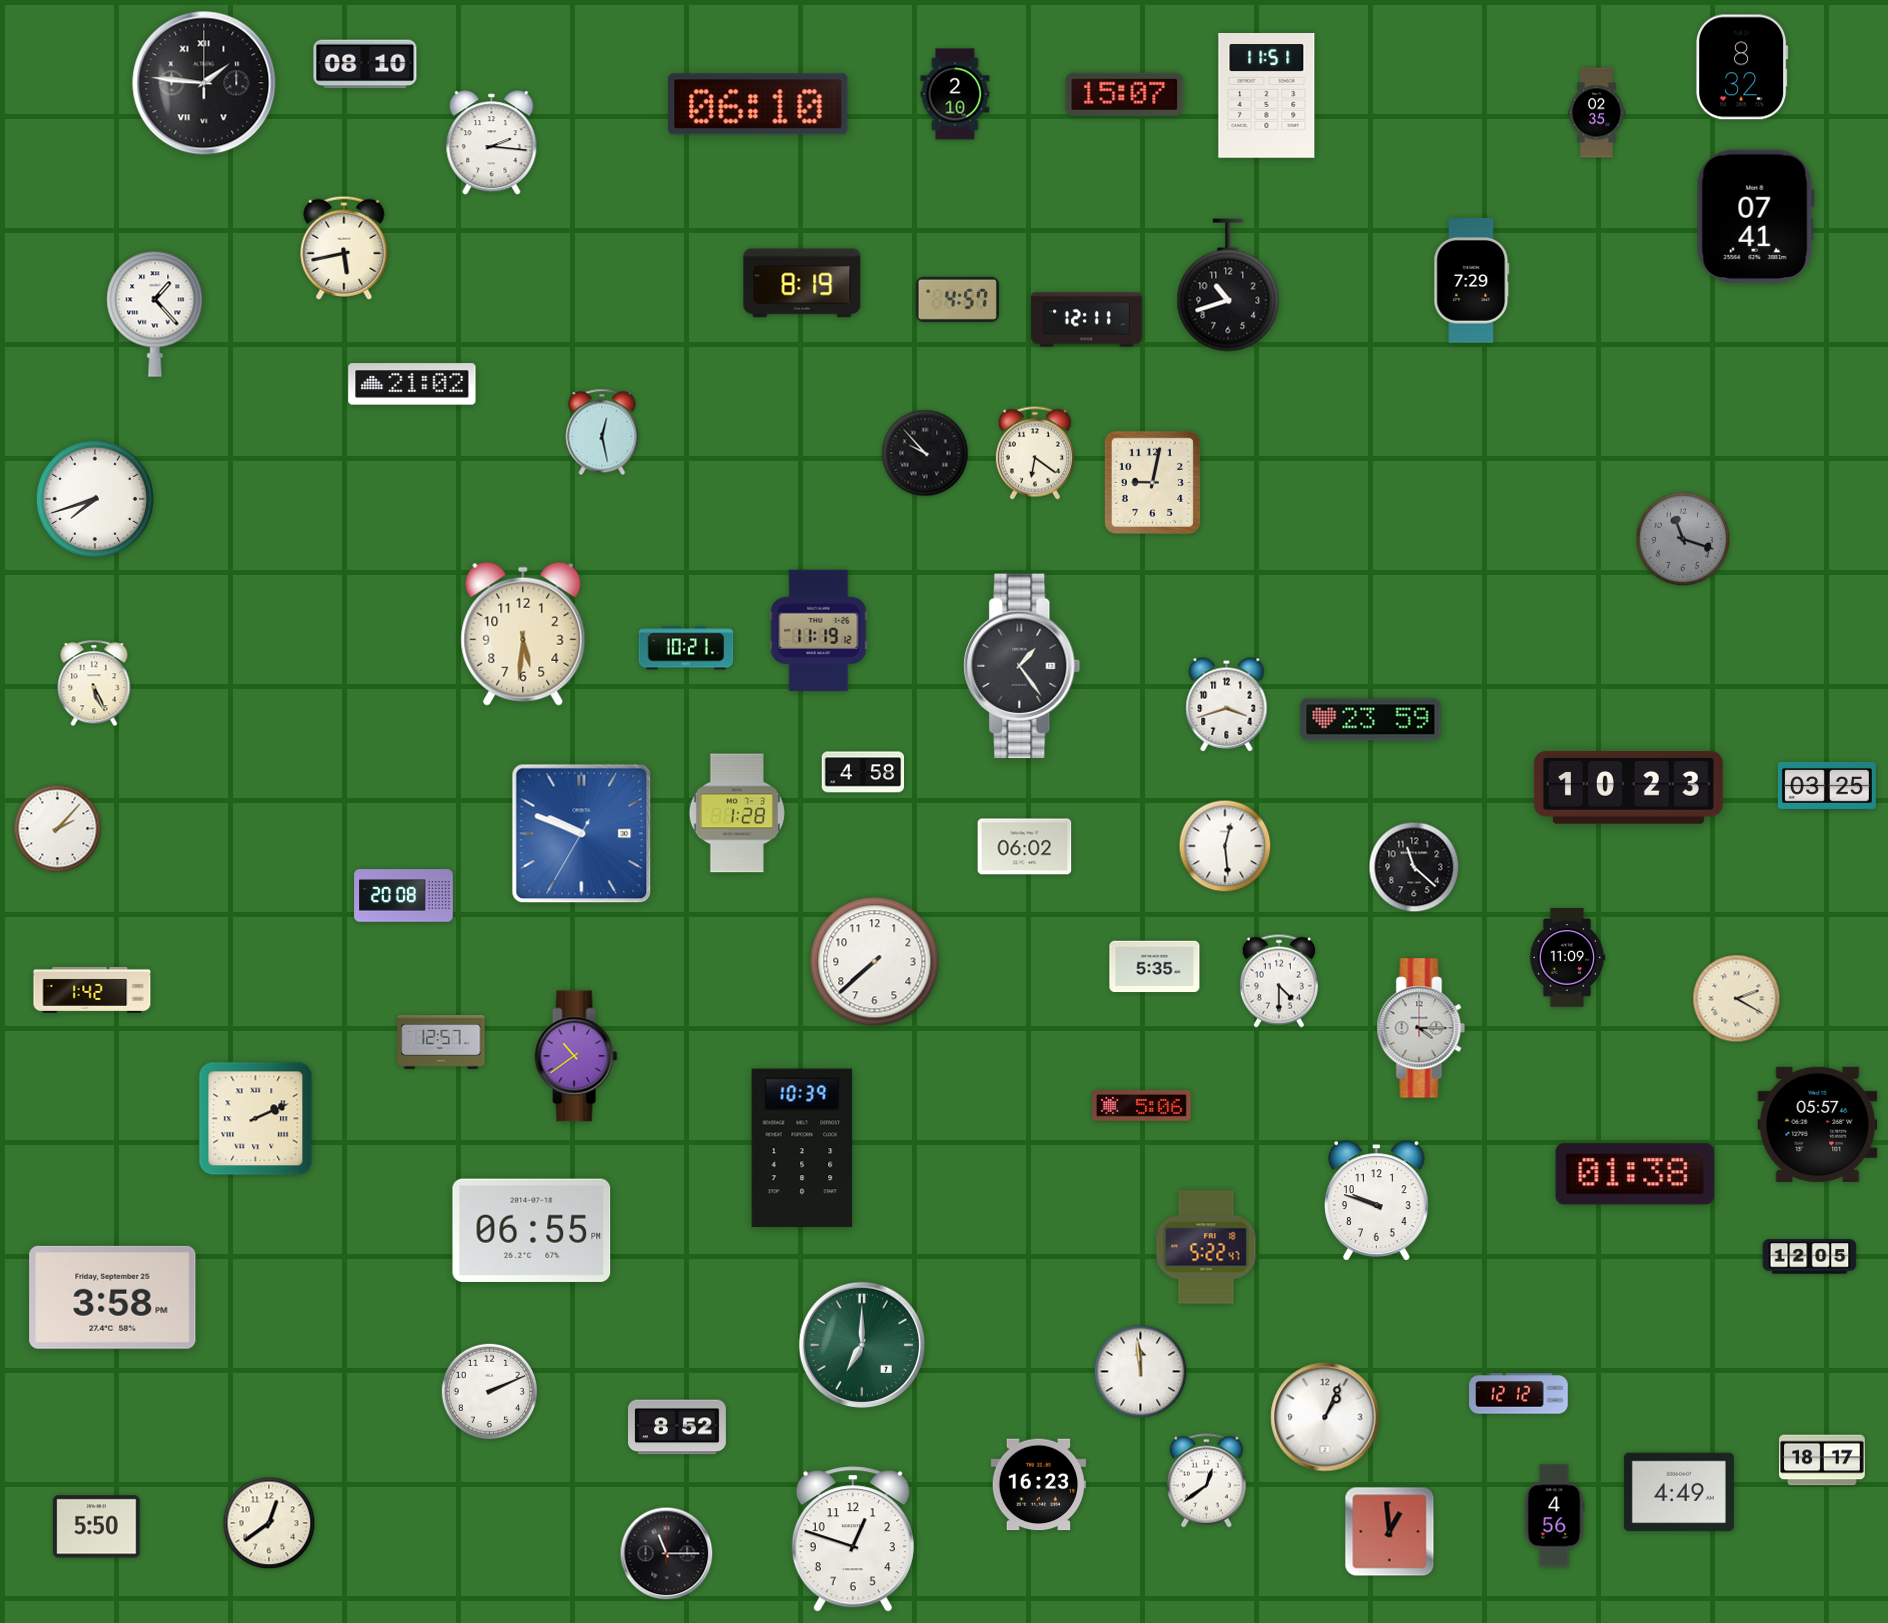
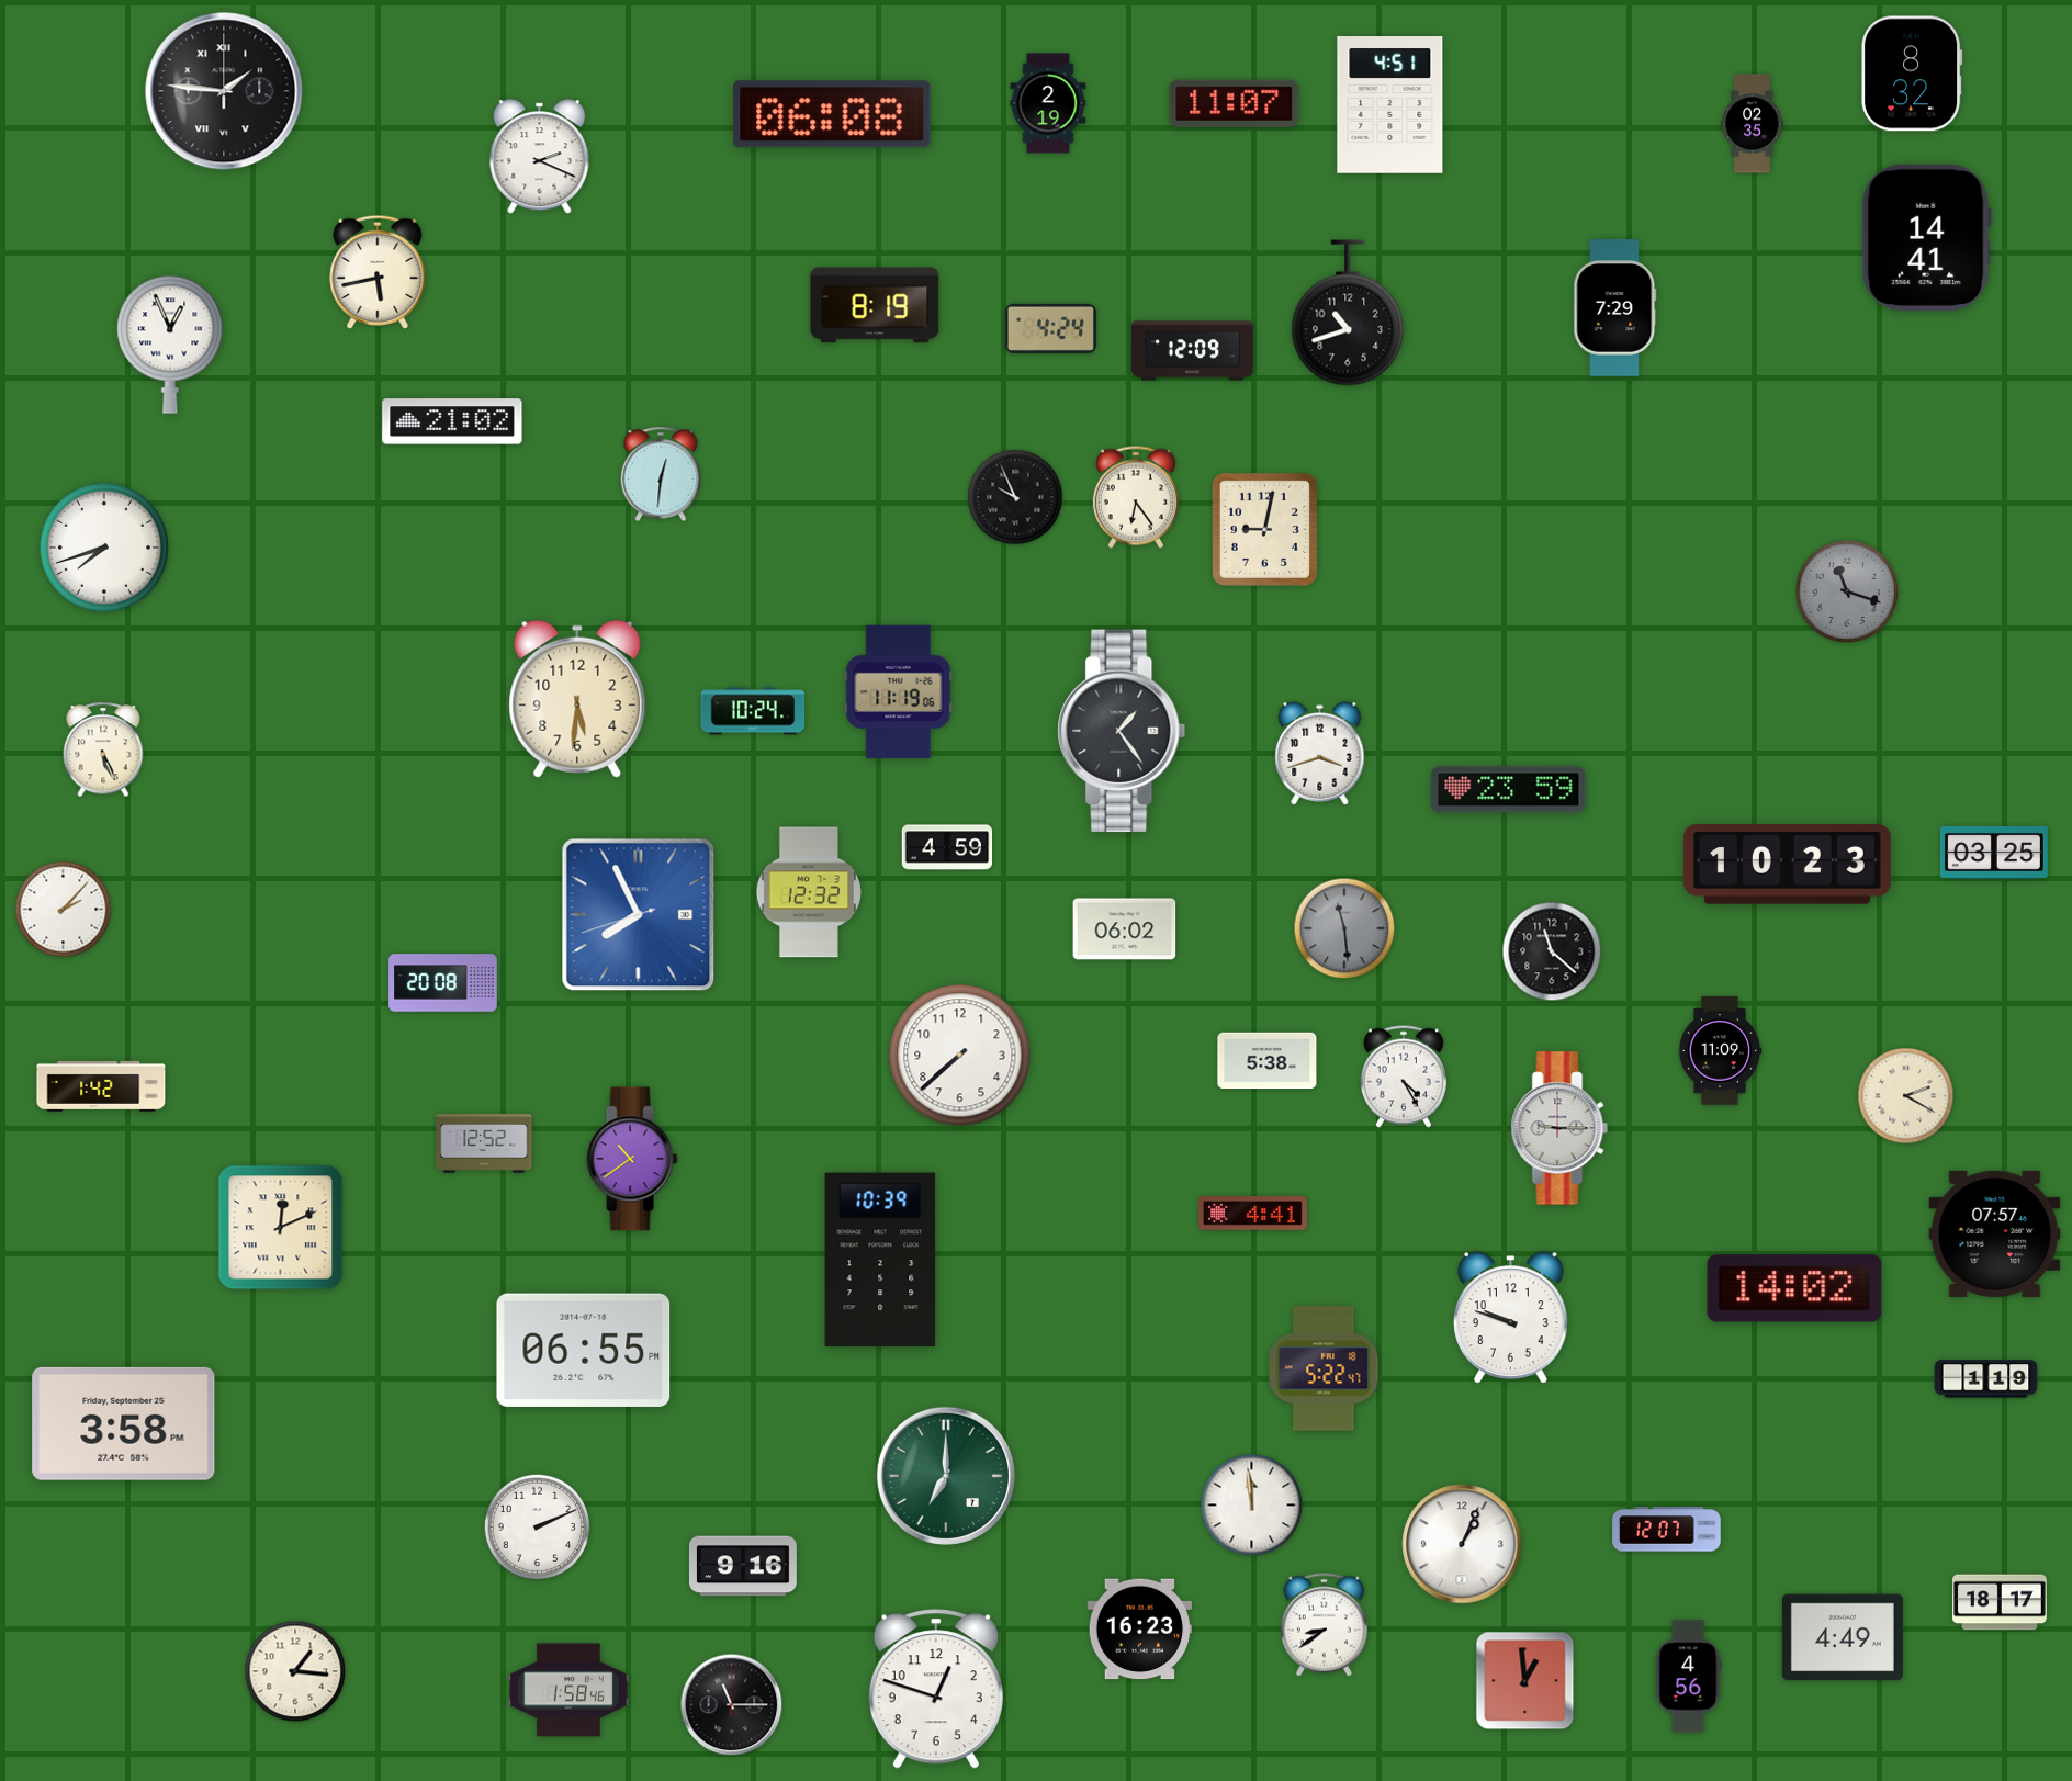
clock at (365, 64): 08:10 -> none
clock at (955, 94): 2:10 -> 2:19
clock at (1125, 94): 15:07 -> 11:07
clock at (1267, 96): 11:51 -> 4:51
clock at (758, 104): 06:10 -> 06:08
clock at (492, 143): 2:16 -> 2:19
clock at (1755, 216): 07:41 -> 14:41
clock at (802, 283) position: (802, 283) -> (875, 305)
clock at (957, 299): 4:57 -> 4:24
clock at (155, 314): 1:23 -> 12:56
clock at (1087, 320): 12:11 -> 12:09
clock at (602, 432): 12:28 -> 12:31
clock at (925, 453): 9:53 -> 9:56
clock at (1035, 453): 6:21 -> 6:24
clock at (819, 631): 11:19:12 -> 11:19:06
clock at (523, 634) position: (523, 634) -> (577, 699)
clock at (686, 648): 10:21 -> 10:24
clock at (1227, 705) position: (1227, 705) -> (1320, 754)
clock at (1371, 720) position: (1371, 720) -> (1509, 790)
clock at (863, 772): 4:58 -> 4:59
clock at (1827, 786) position: (1827, 786) -> (1994, 853)
clock at (737, 813): 1:28 -> 12:32
clock at (582, 834): 9:48 -> 7:55
clock at (1225, 846): 12:29 -> 11:29
clock at (1225, 846) dial: white -> grey
clock at (1155, 967): 5:35 -> 5:38
clock at (1279, 981): 4:30 -> 4:25
clock at (1421, 1028): 4:15 -> 9:15
clock at (441, 1042): 12:57 -> 12:52
clock at (1142, 1106): 5:06 -> 4:41
clock at (256, 1119): 2:11 -> 12:11
clock at (1818, 1124): 05:57 -> 07:57
clock at (1635, 1174): 01:38 -> 14:02
clock at (1810, 1257): 12:05 -> 1:19
clock at (1519, 1394): 12:12 -> 12:07
clock at (1325, 1417) position: (1325, 1417) -> (1462, 1544)
clock at (677, 1427): 8:52 -> 9:16
clock at (1206, 1481): 12:39 -> 8:39
clock at (1554, 1516) position: (1554, 1516) -> (1688, 1677)
clock at (269, 1523): 12:39 -> 1:16
clock at (97, 1527): 5:50 -> none
clock at (568, 1690): none -> 1:58
